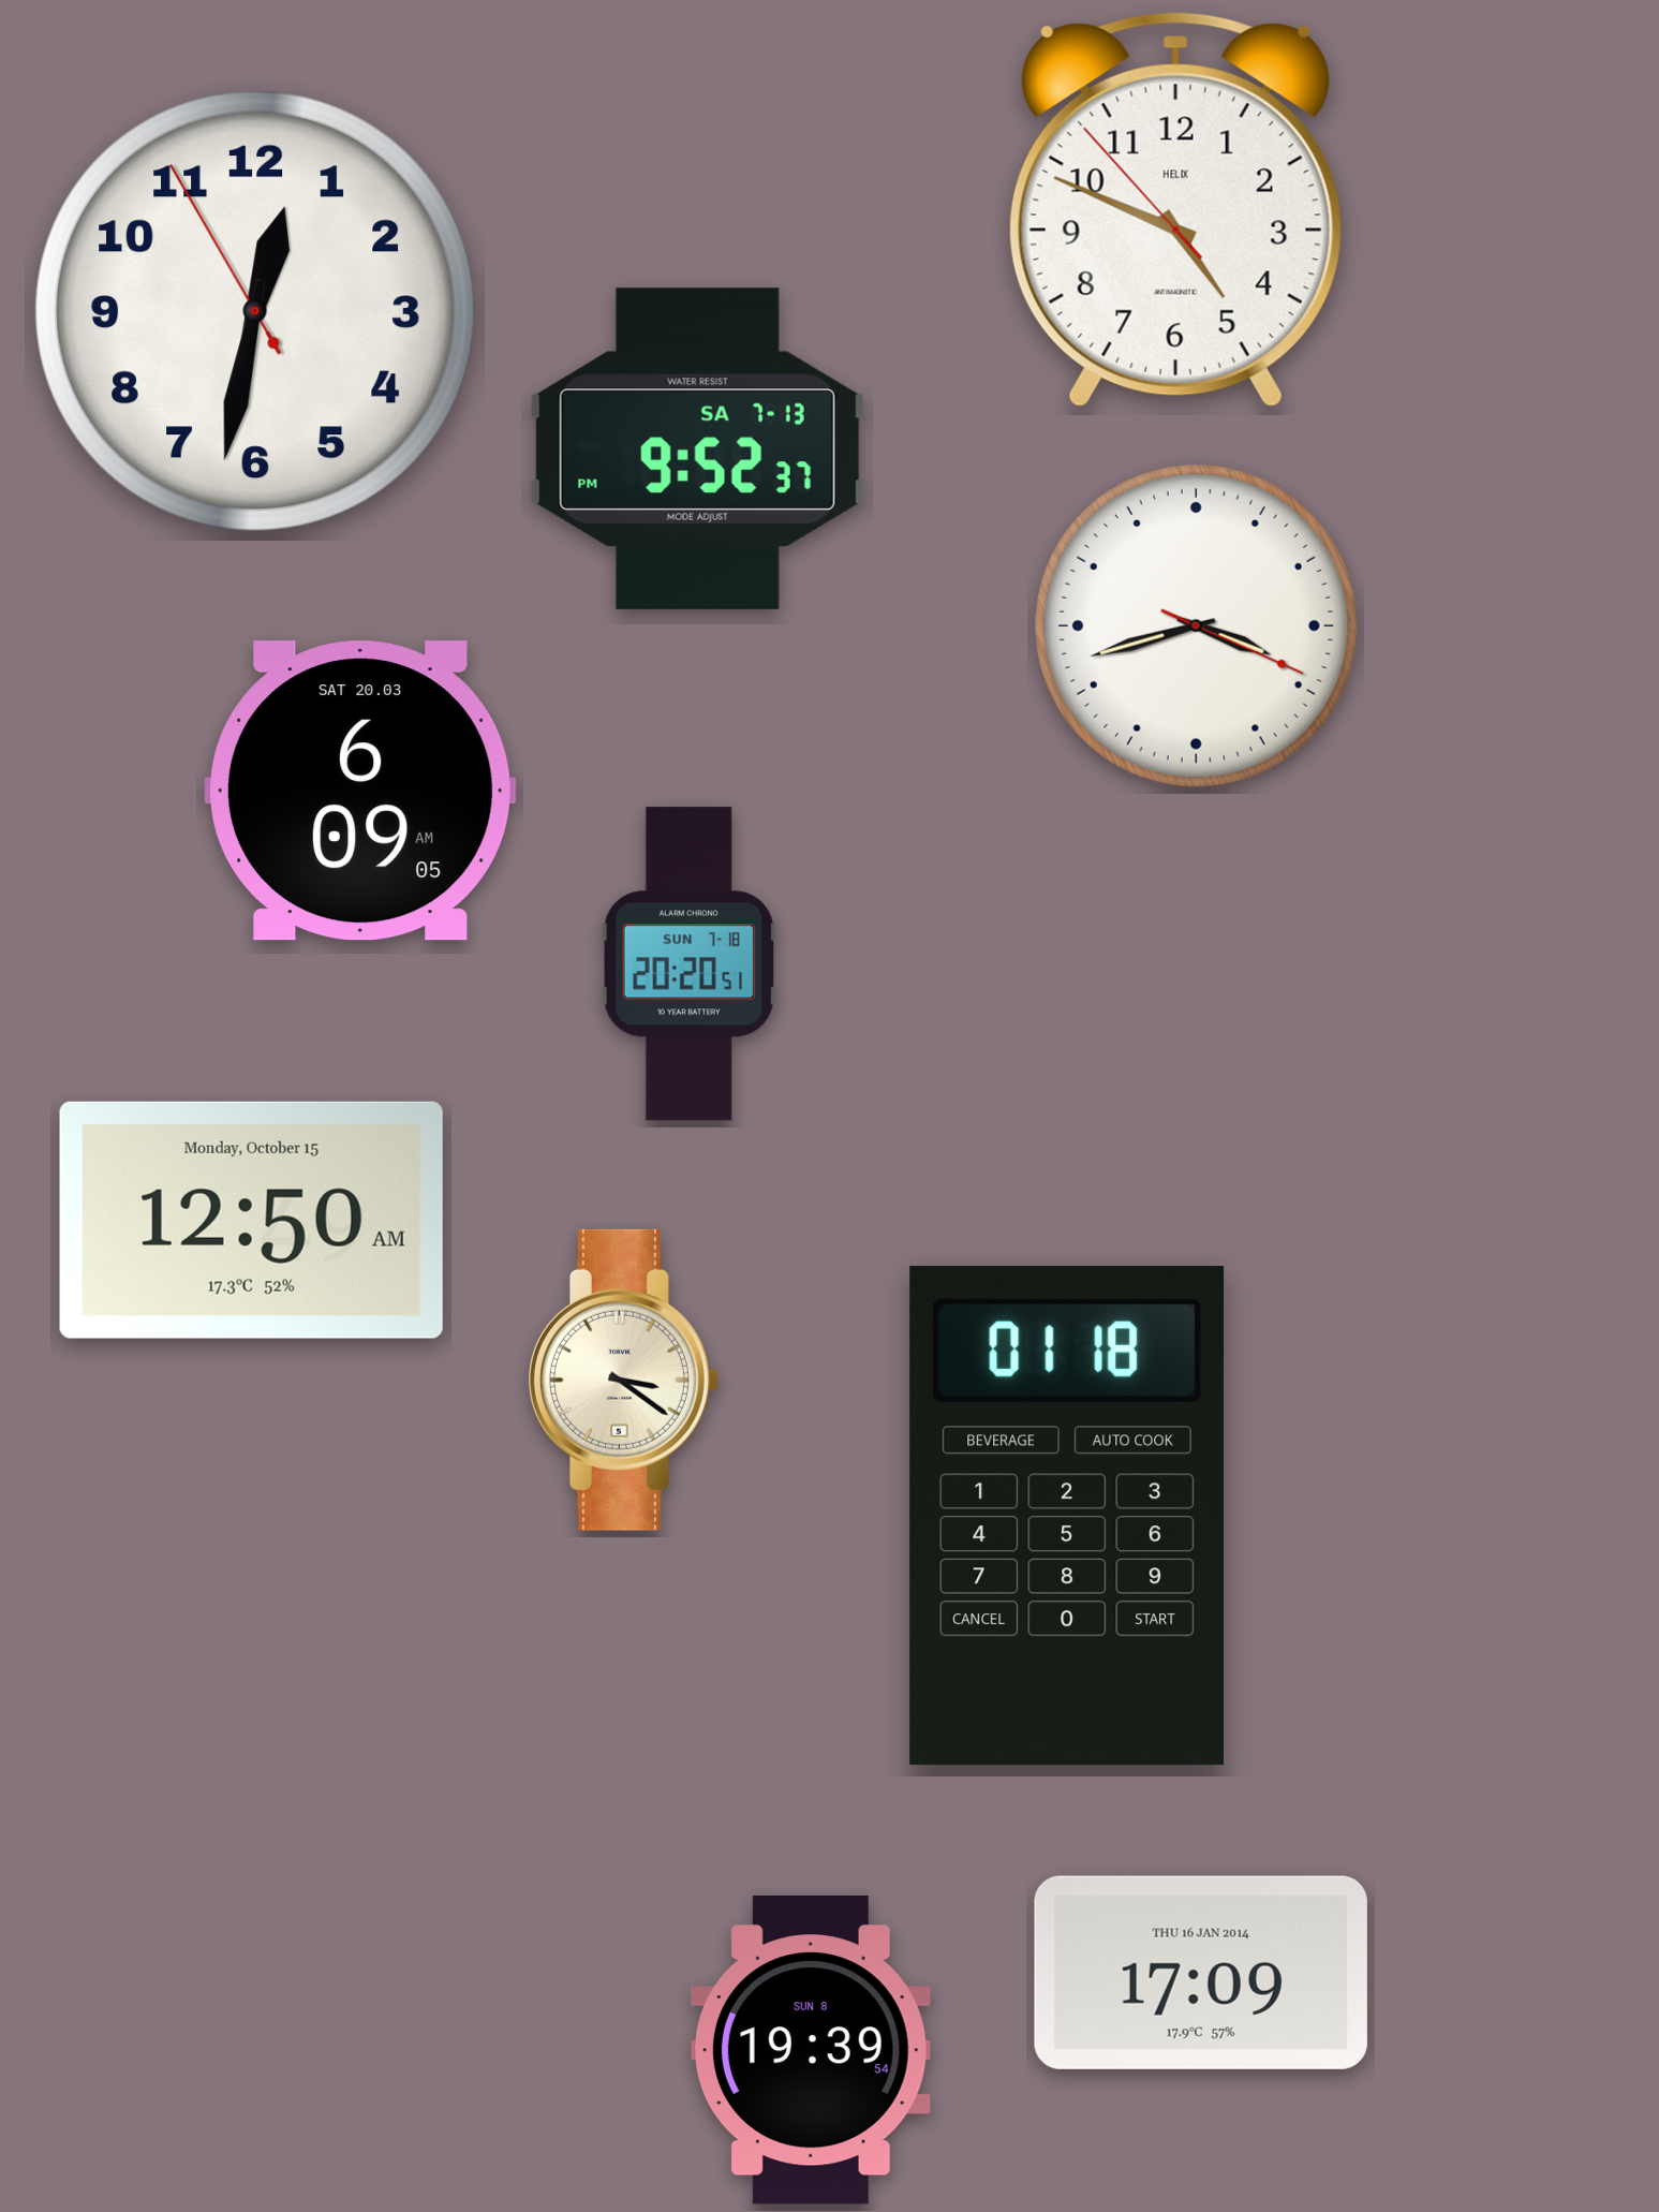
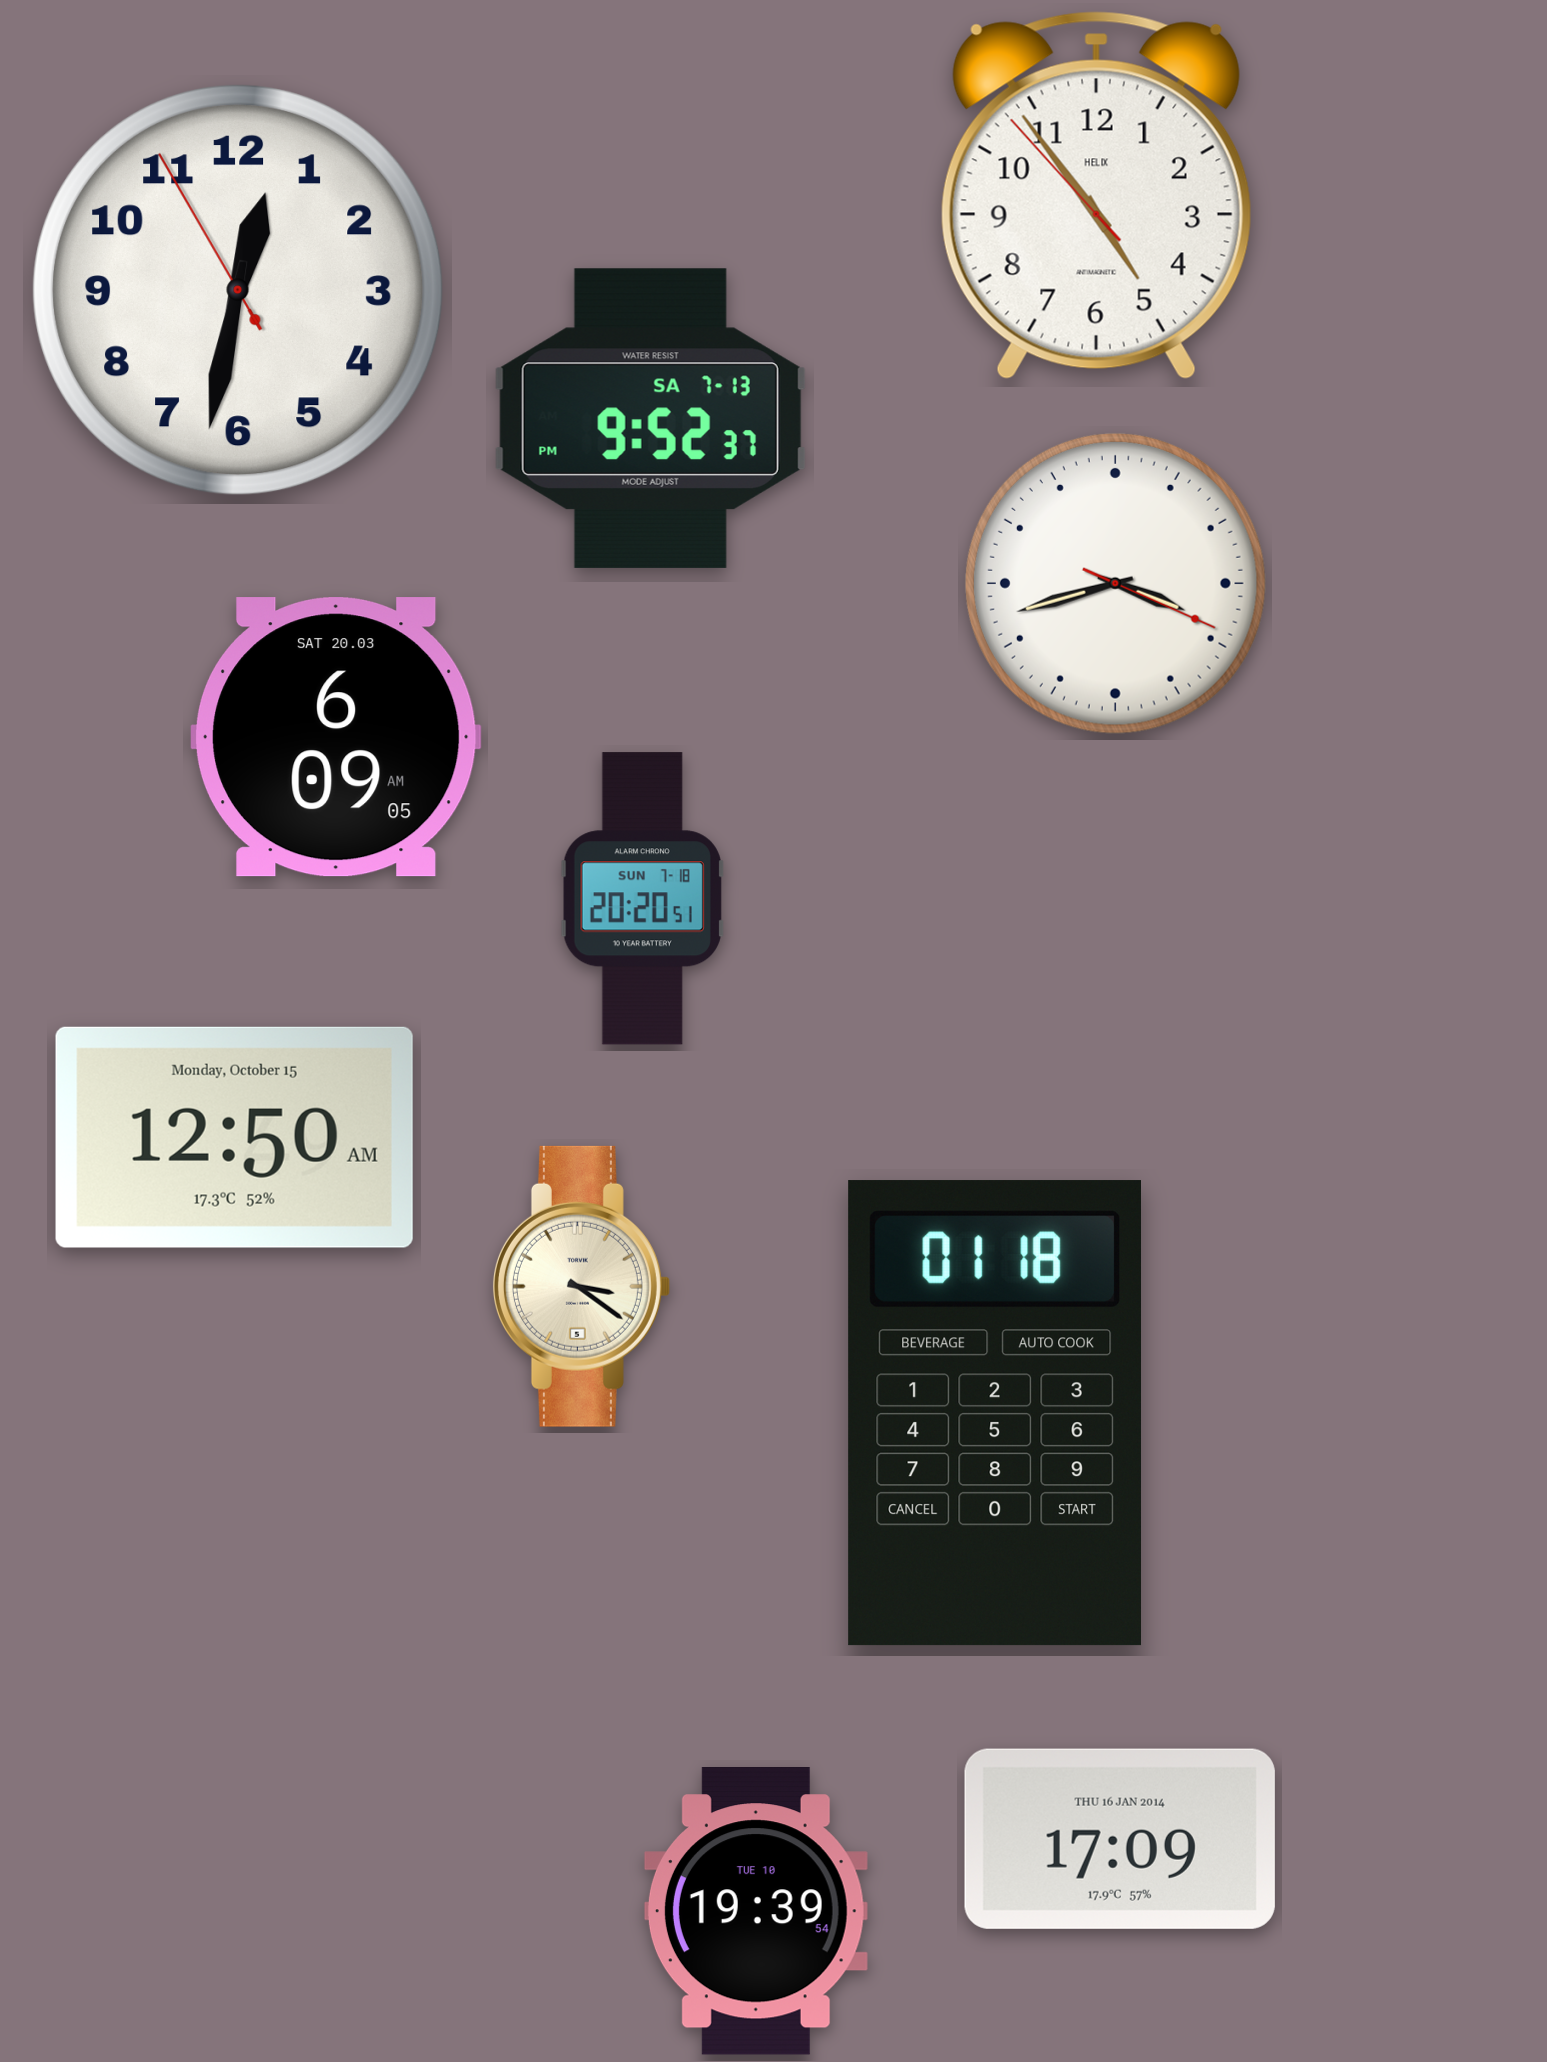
clock at (1175, 209): 4:48 -> 4:53
clock at (811, 2051) date: SUN 8 -> TUE 10
